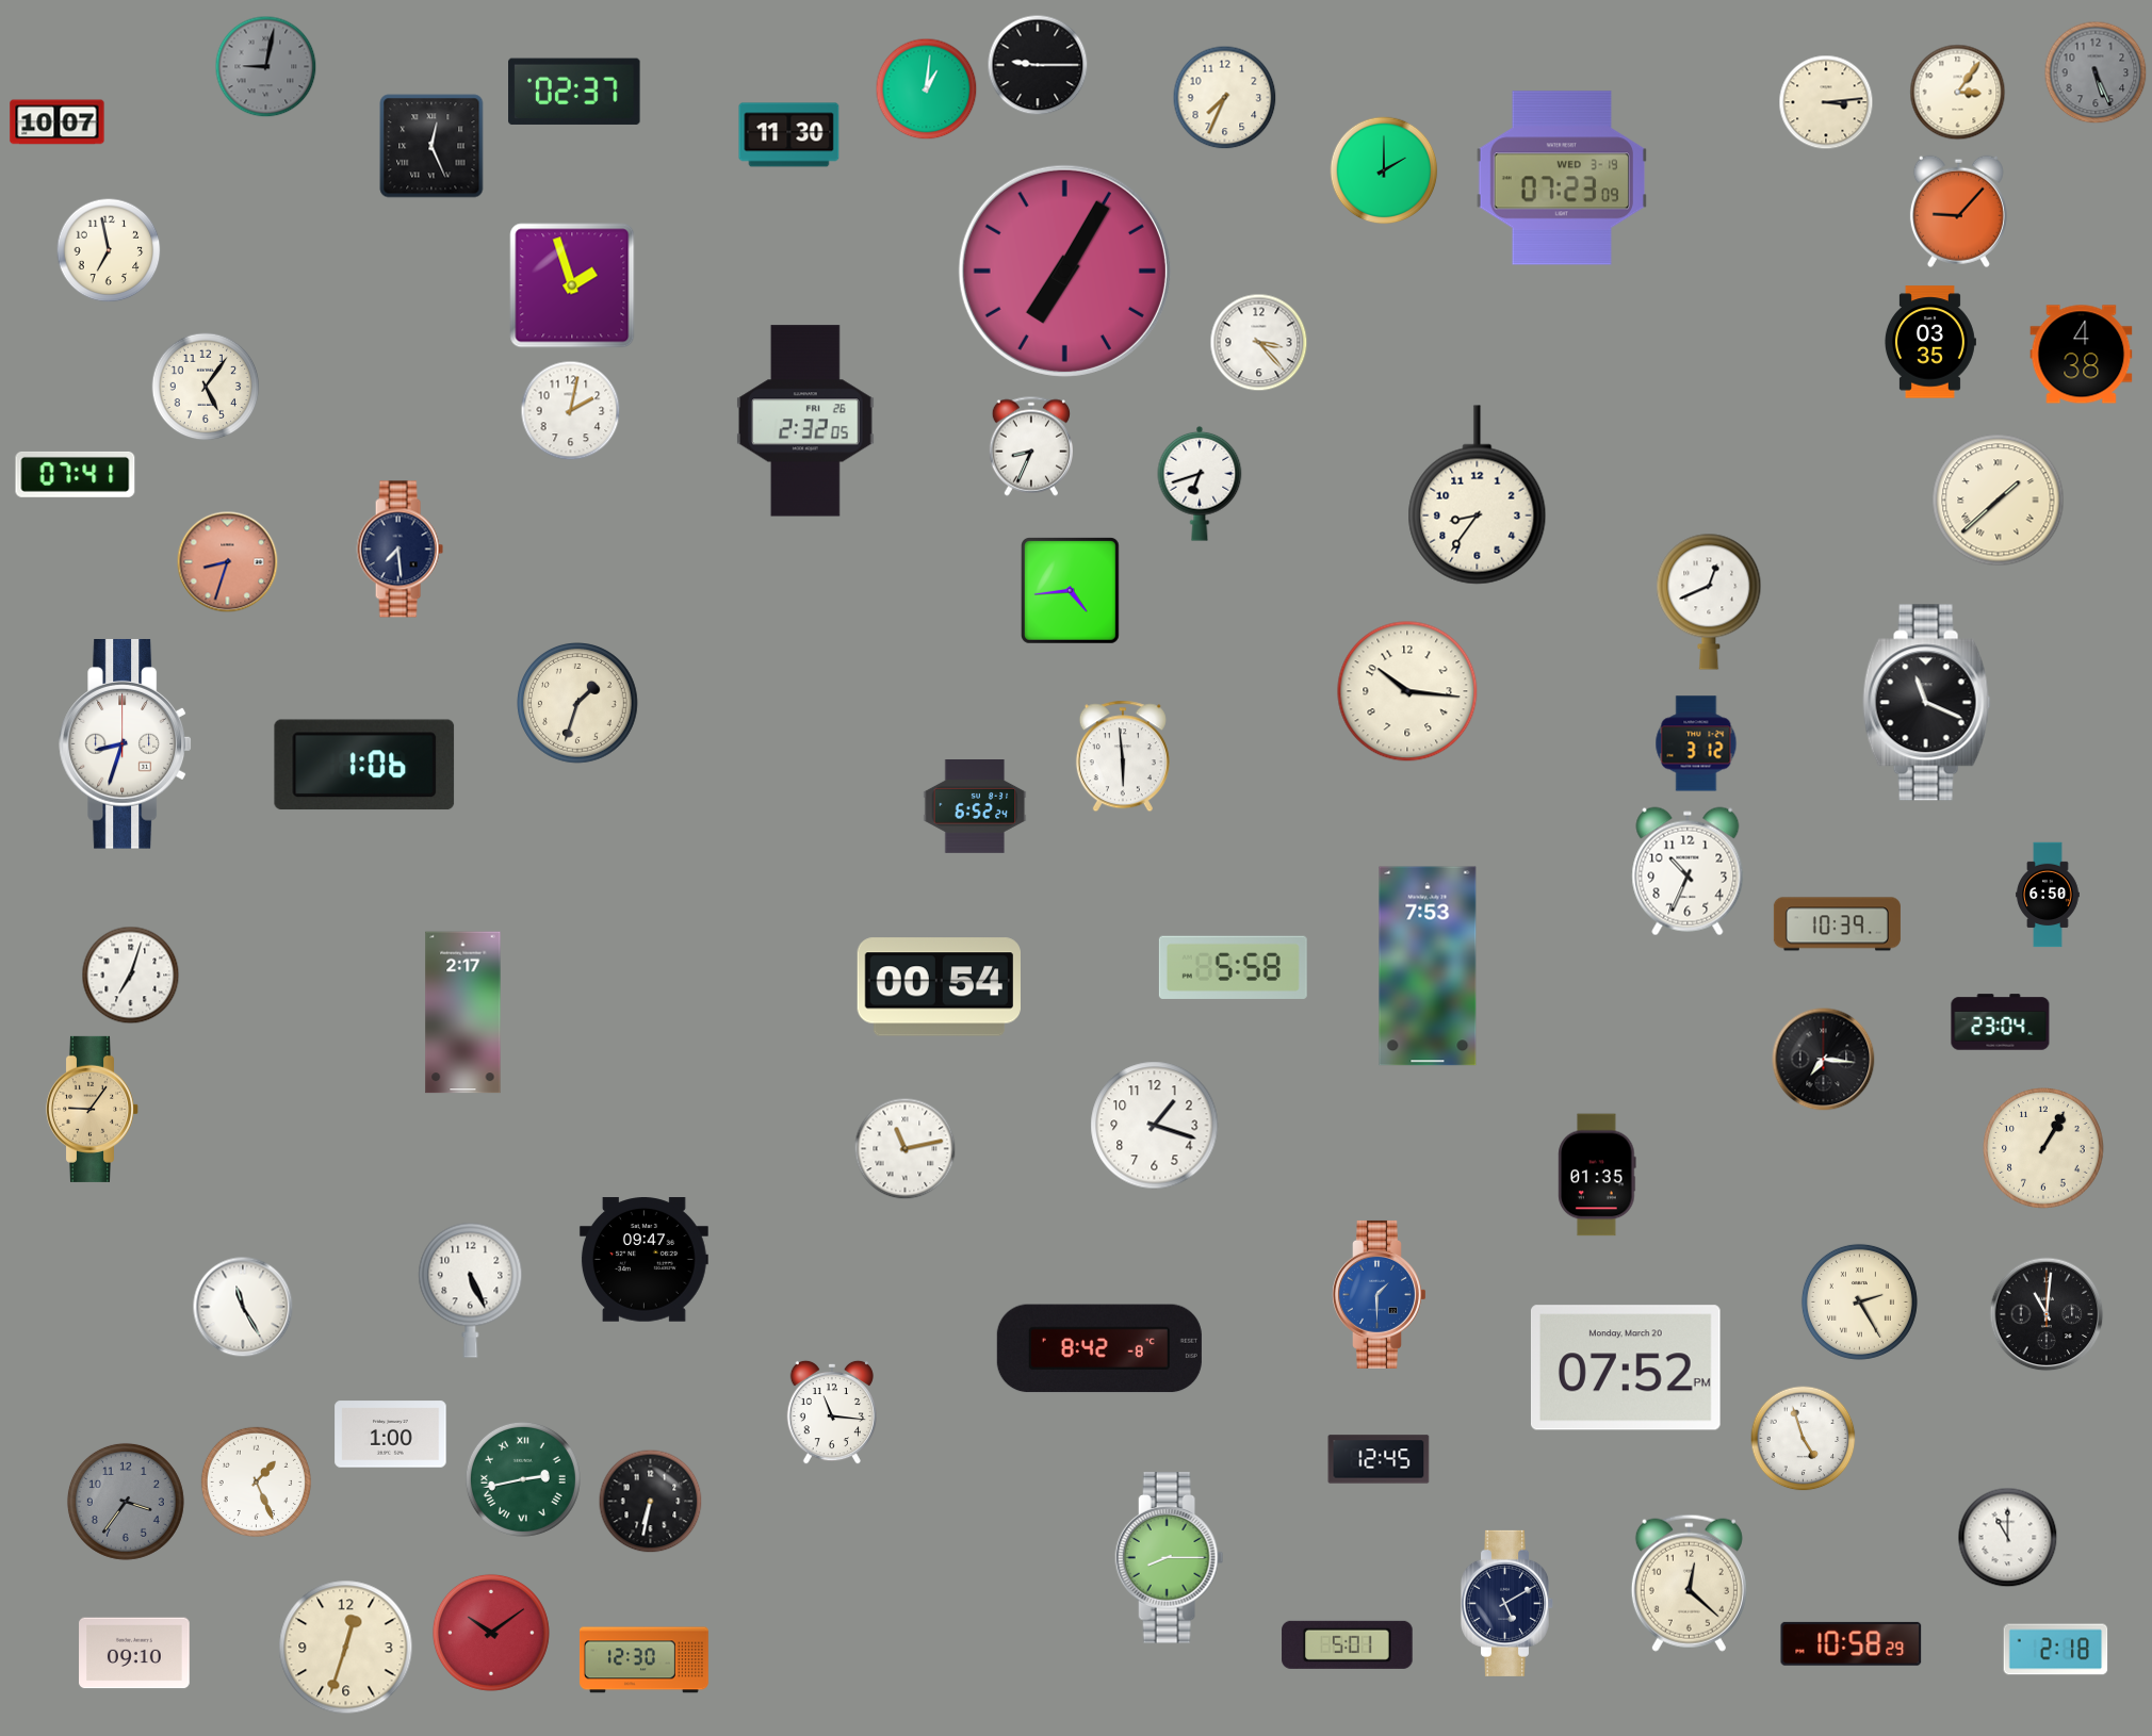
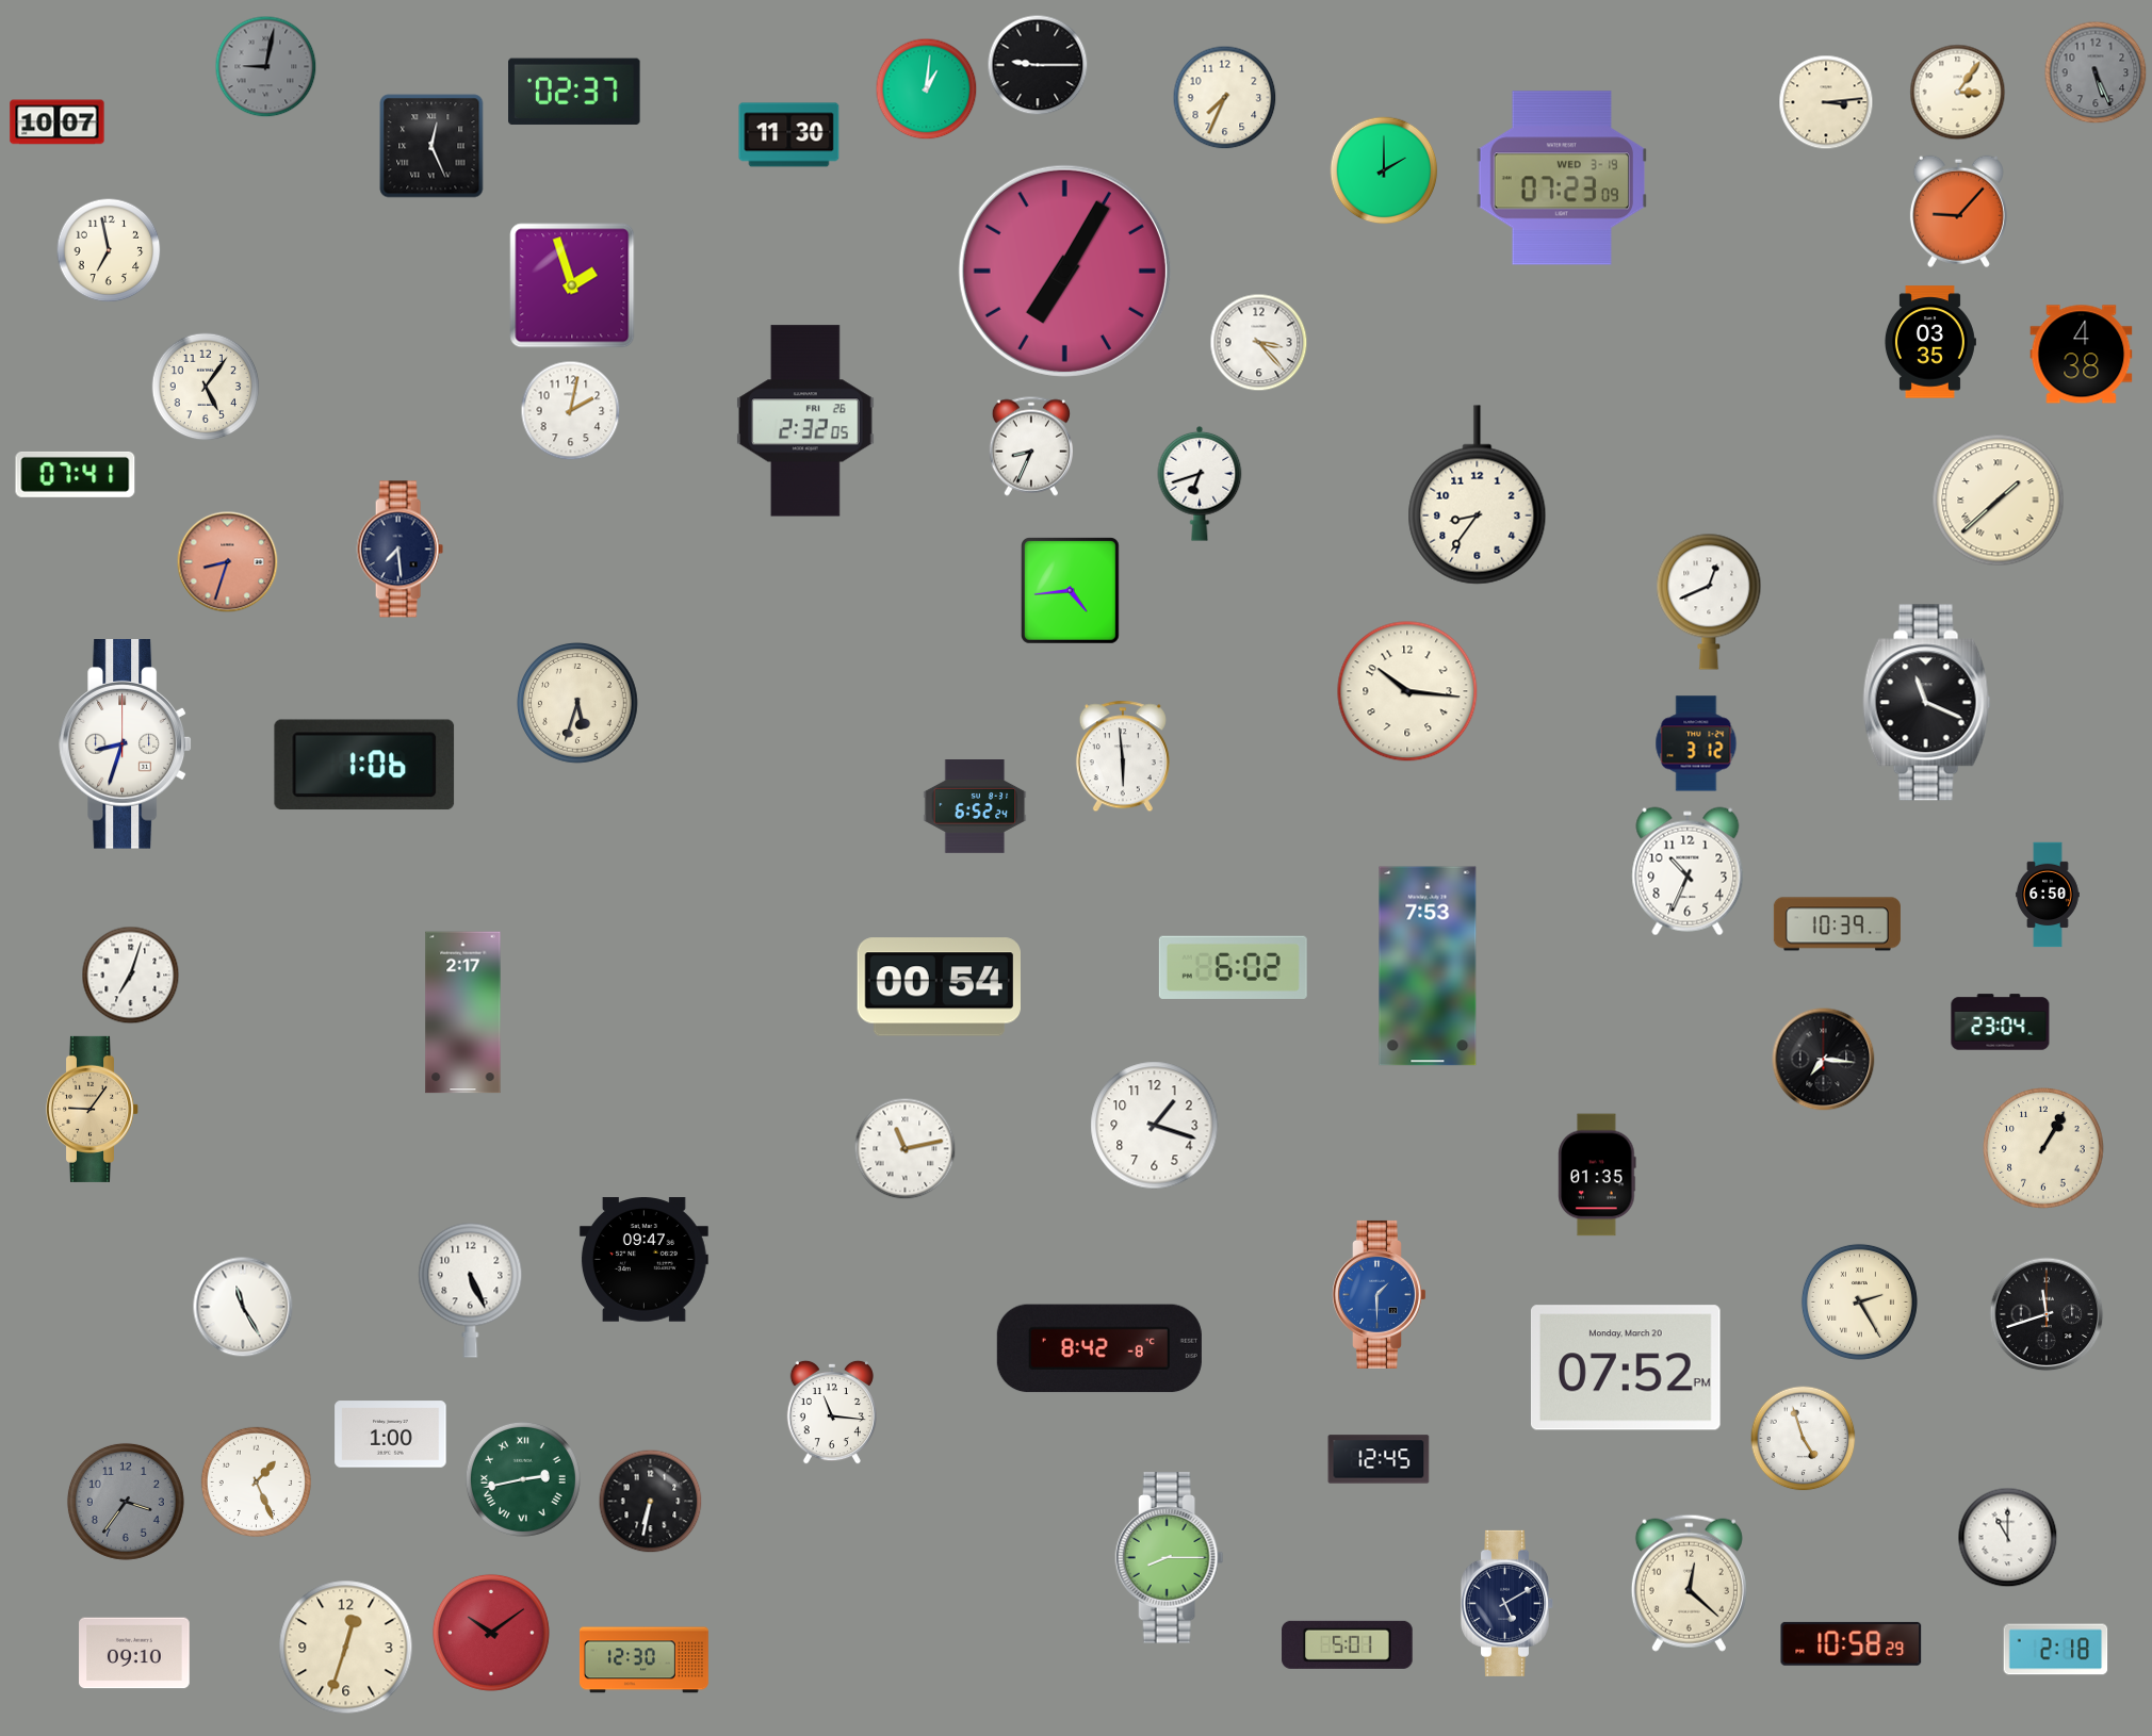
clock at (578, 704): 1:33 -> 5:33
clock at (1233, 967): 5:58 -> 6:02
clock at (2047, 1314): 11:01 -> 11:42
